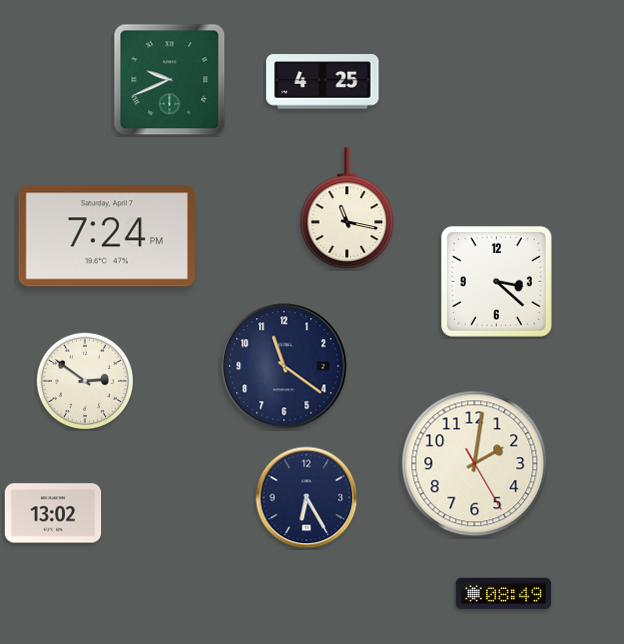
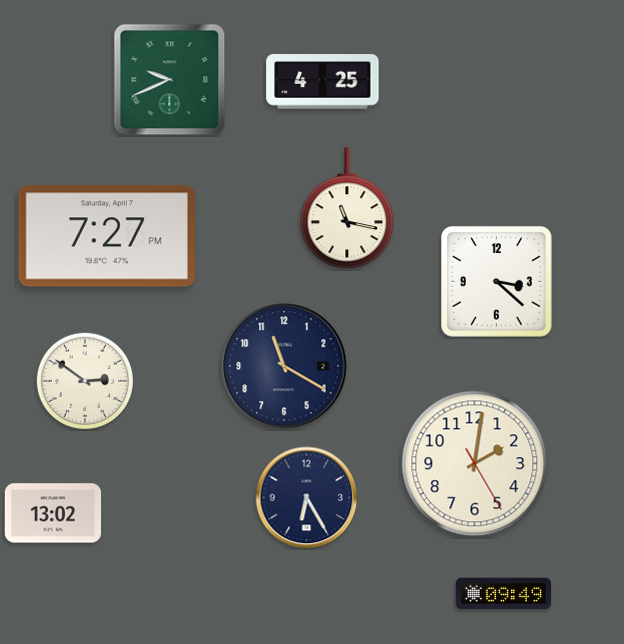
clock at (107, 236): 7:24 -> 7:27
clock at (284, 366): 11:21 -> 11:20
clock at (504, 594): 08:49 -> 09:49
